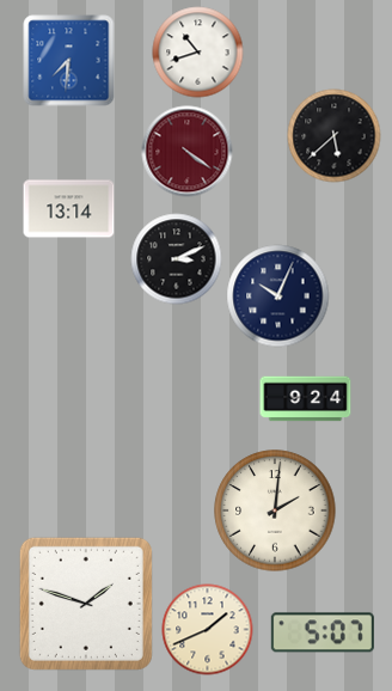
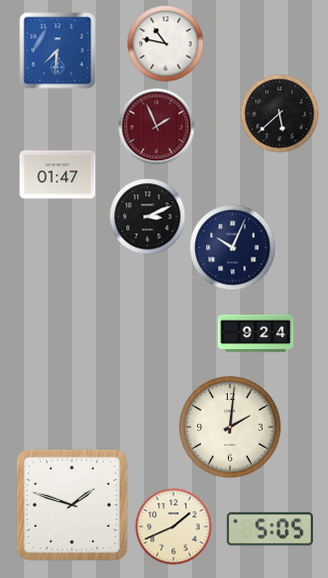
clock at (198, 53): 10:42 -> 10:47
clock at (188, 152): 4:21 -> 1:56
clock at (69, 209): 13:14 -> 01:47
clock at (323, 632): 5:07 -> 5:05
